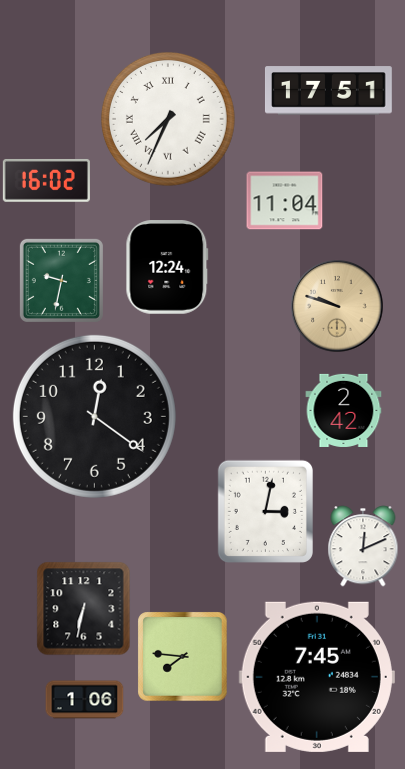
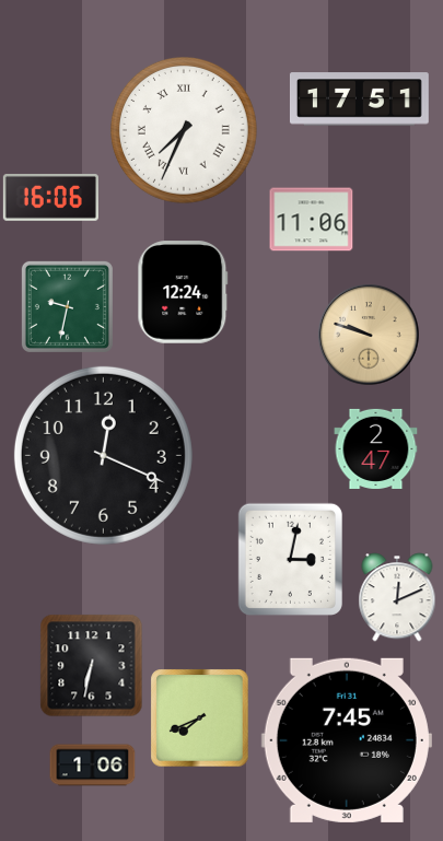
clock at (46, 180): 16:02 -> 16:06
clock at (285, 201): 11:04 -> 11:06
clock at (344, 410): 2:42 -> 2:47
clock at (94, 416): 12:21 -> 12:19
clock at (183, 657): 7:46 -> 7:41
